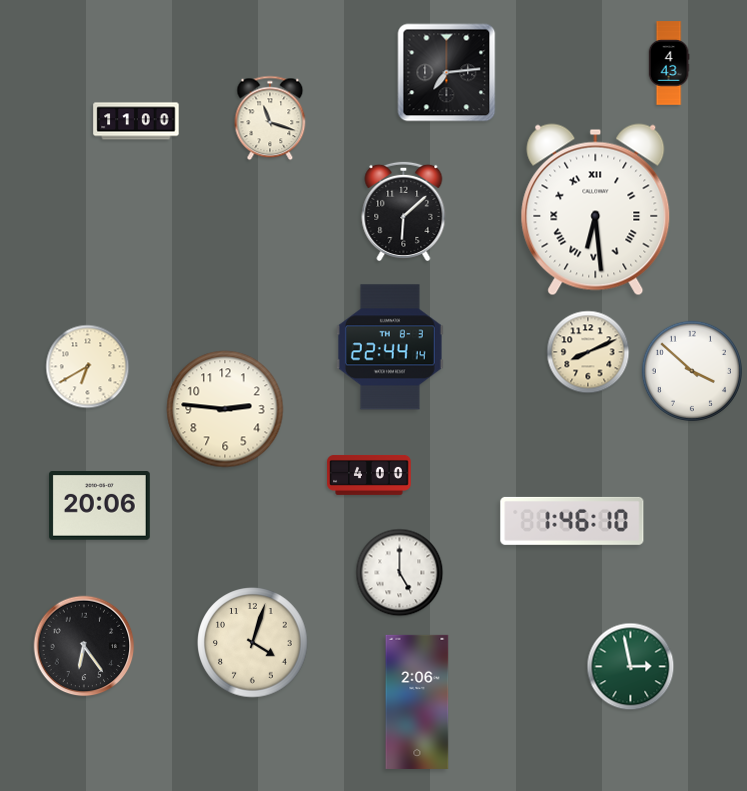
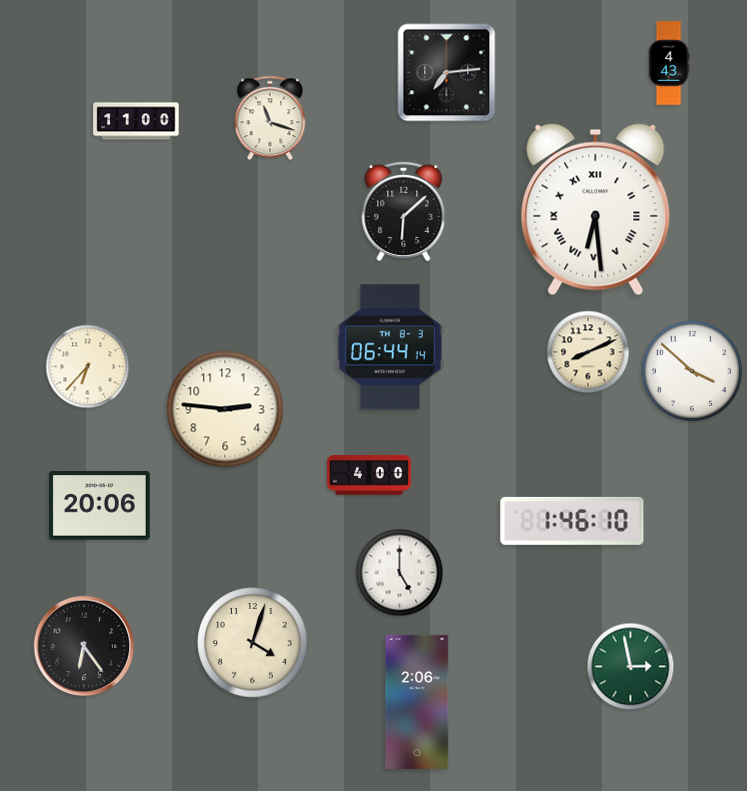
clock at (390, 347): 22:44 -> 06:44
clock at (88, 367): 6:40 -> 6:37
